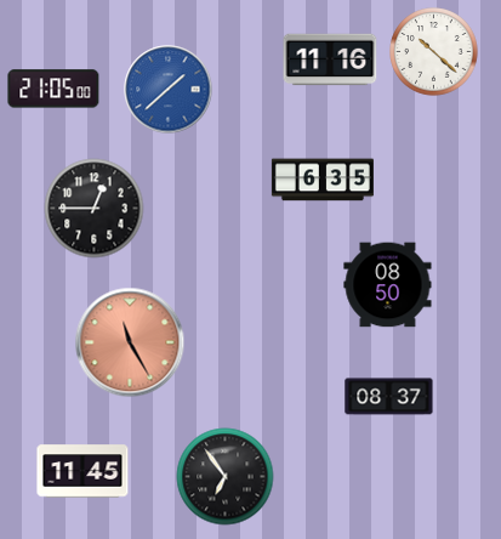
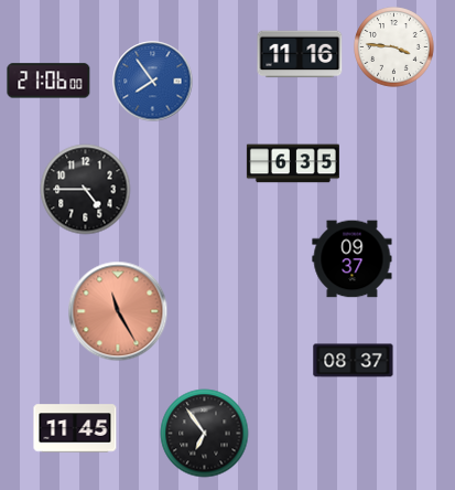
clock at (434, 52): 10:22 -> 3:46
clock at (53, 89): 21:05 -> 21:06
clock at (169, 90): 1:38 -> 7:54
clock at (95, 209): 12:45 -> 4:45
clock at (388, 285): 08:50 -> 09:37
